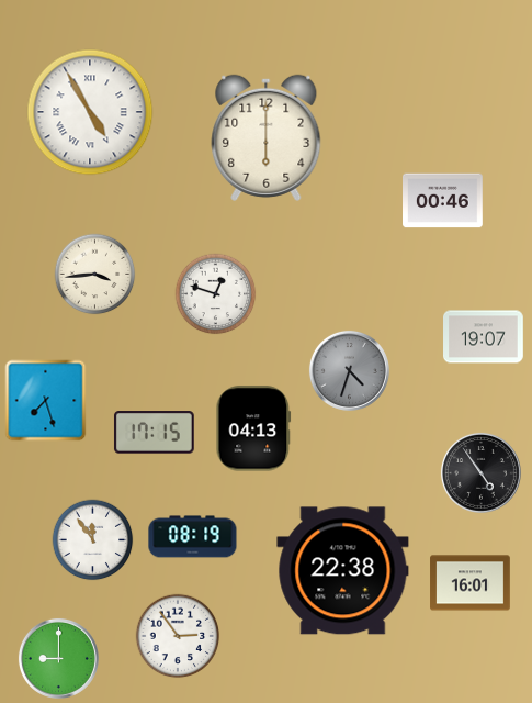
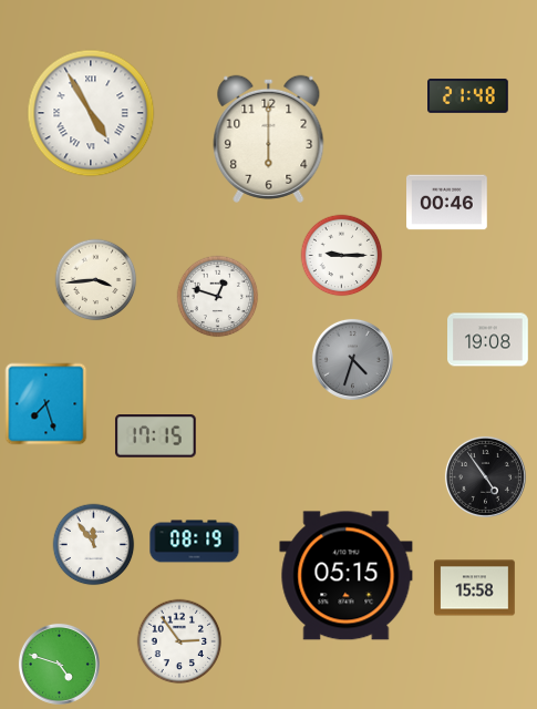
clock at (468, 95): none -> 21:48
clock at (342, 256): none -> 9:15
clock at (95, 275) position: (95, 275) -> (96, 280)
clock at (484, 337): 19:07 -> 19:08
clock at (349, 370) position: (349, 370) -> (352, 359)
clock at (253, 428): 04:13 -> none
clock at (343, 571): 22:38 -> 05:15
clock at (471, 583): 16:01 -> 15:58
clock at (58, 658): 9:00 -> 4:48
